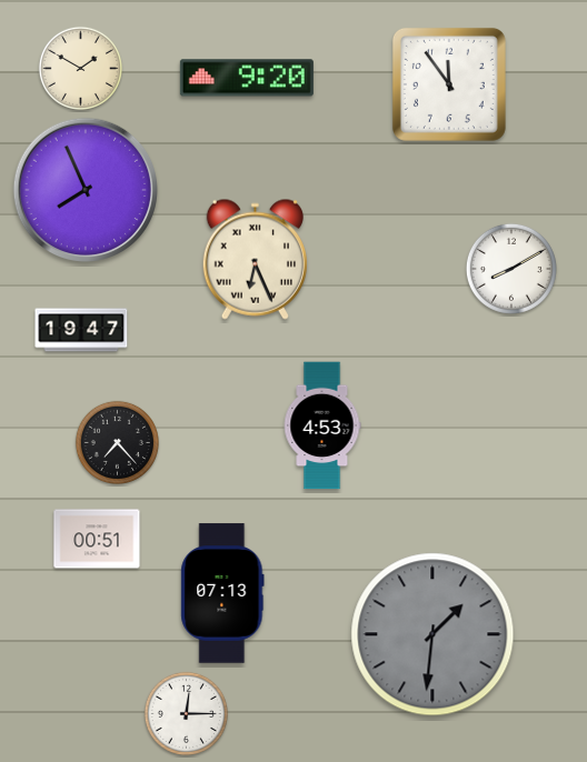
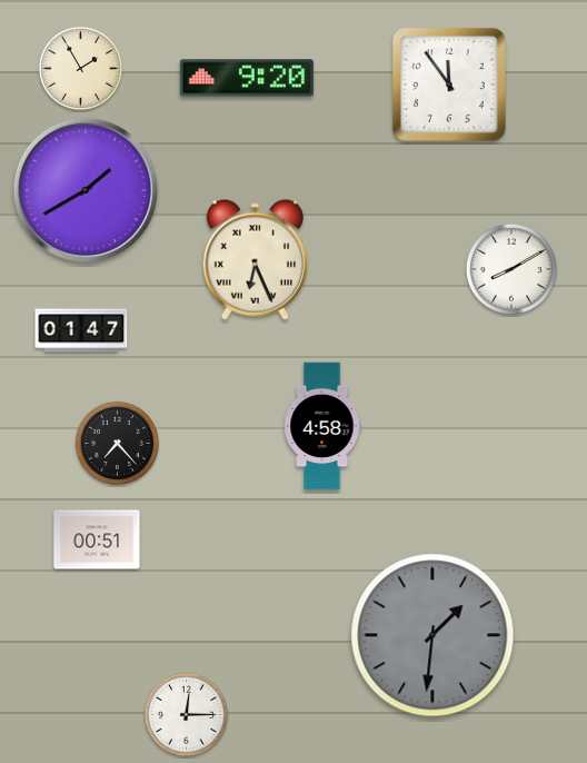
clock at (80, 68): 1:50 -> 1:55
clock at (84, 189): 7:56 -> 1:40
clock at (81, 330): 19:47 -> 01:47
clock at (322, 425): 4:53 -> 4:58
clock at (222, 593): 07:13 -> none
